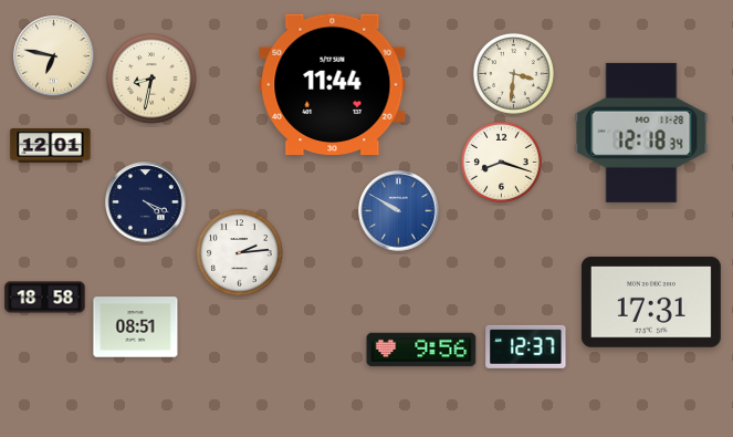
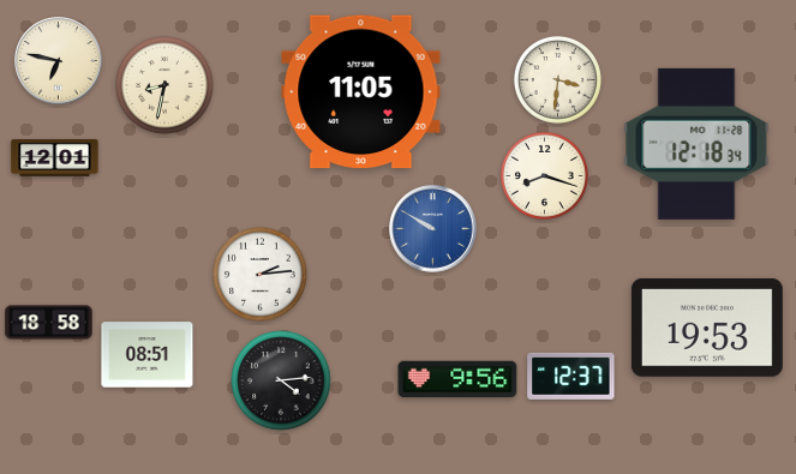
clock at (333, 85): 11:44 -> 11:05
clock at (146, 202): 4:19 -> none
clock at (651, 302): 17:31 -> 19:53
clock at (281, 380): none -> 4:14
